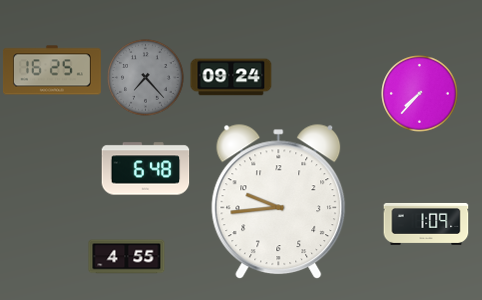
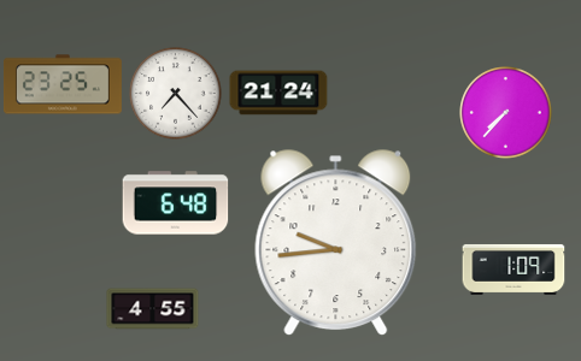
clock at (52, 70): 16:25 -> 23:25
clock at (231, 77): 09:24 -> 21:24
clock at (146, 78) dial: grey -> white
